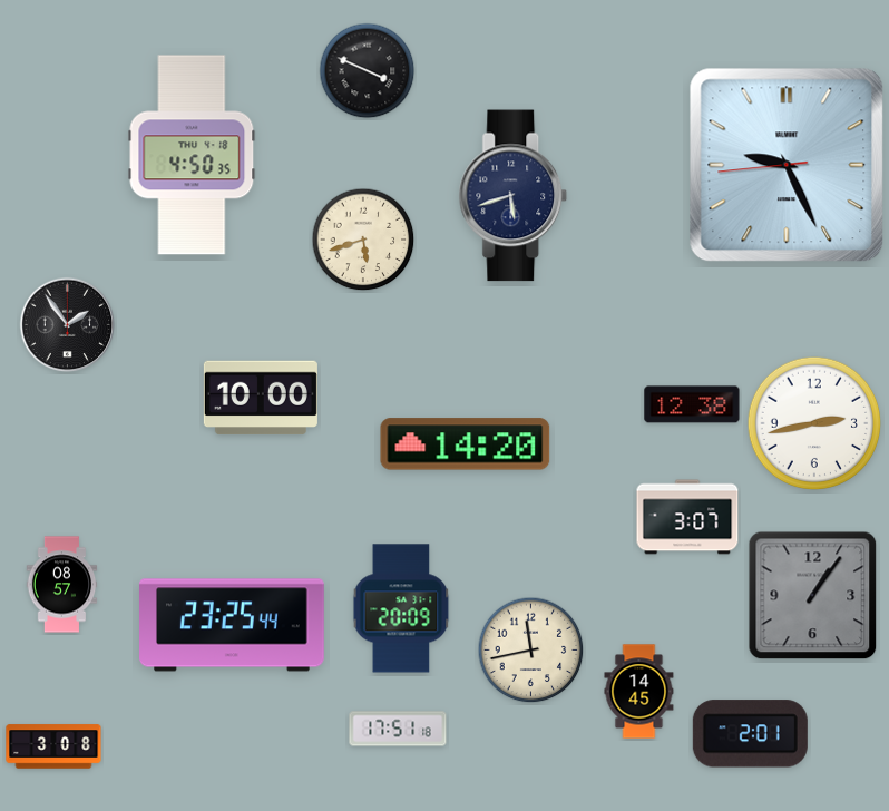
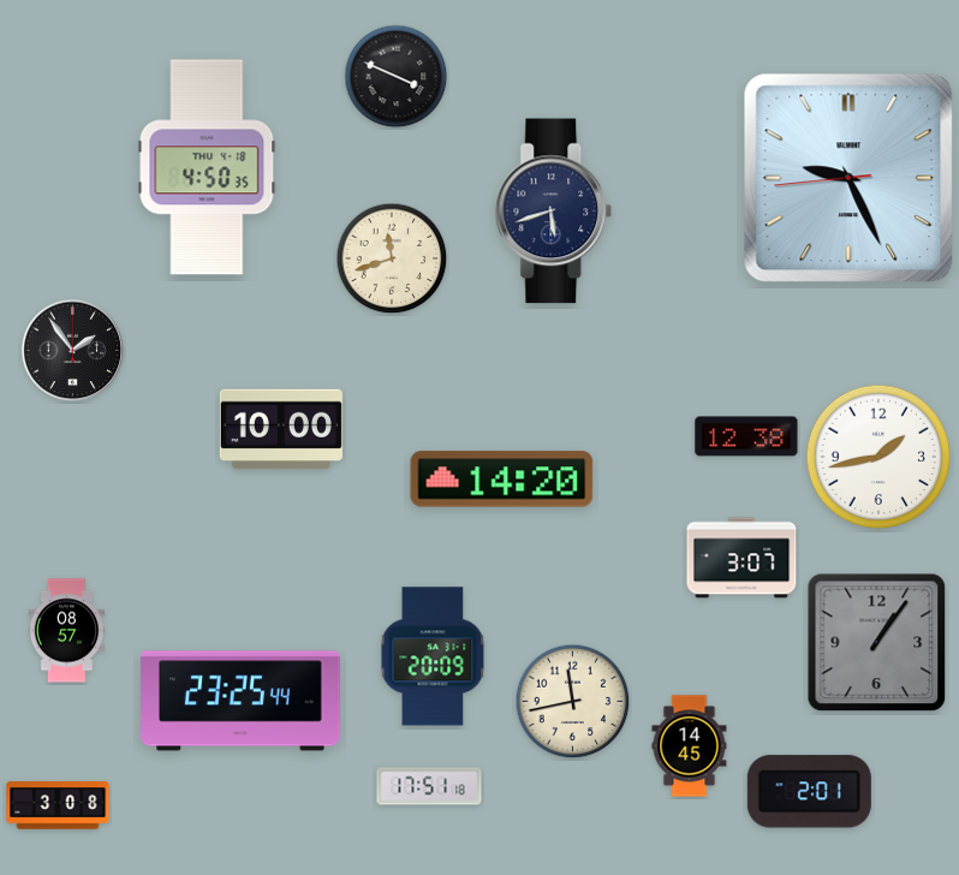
clock at (363, 240): 5:42 -> 11:42
clock at (814, 423): 2:43 -> 1:43
clock at (233, 625) position: (233, 625) -> (242, 701)
